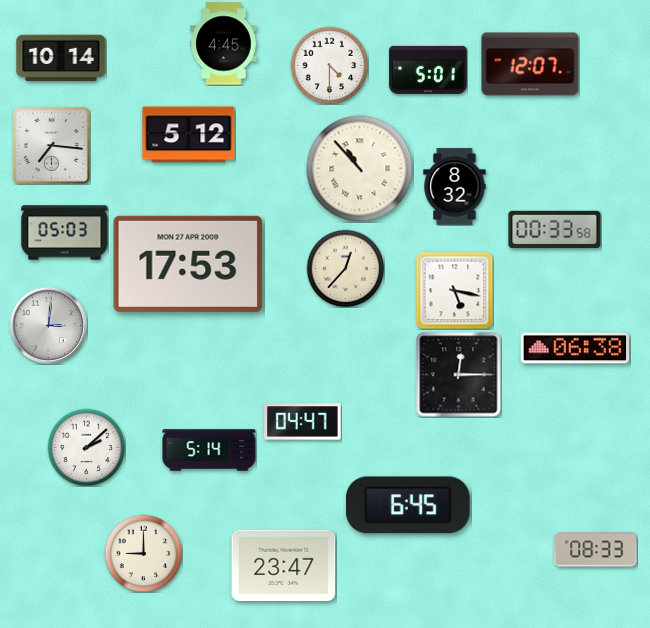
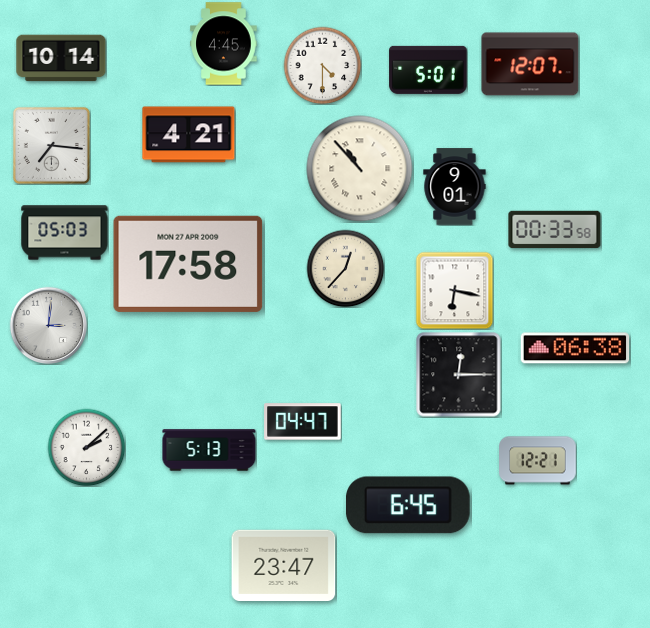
clock at (329, 65) position: (329, 65) -> (322, 65)
clock at (189, 135): 5:12 -> 4:21
clock at (455, 187): 8:32 -> 9:01
clock at (188, 264): 17:53 -> 17:58
clock at (454, 290): 5:17 -> 6:17
clock at (209, 450): 5:14 -> 5:13
clock at (538, 461): none -> 12:21
clock at (596, 550): 08:33 -> none
clock at (143, 553): 9:00 -> none
